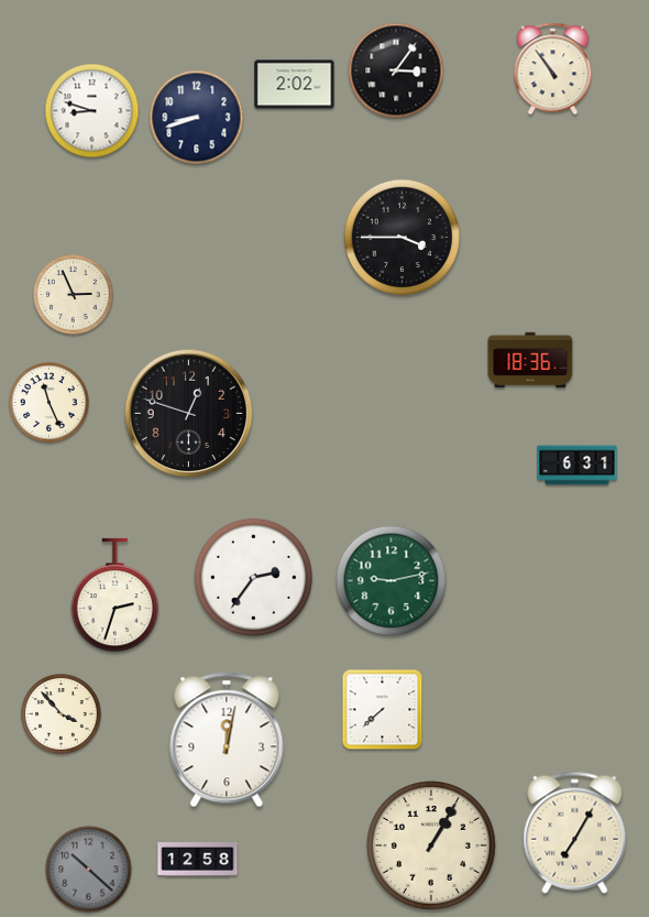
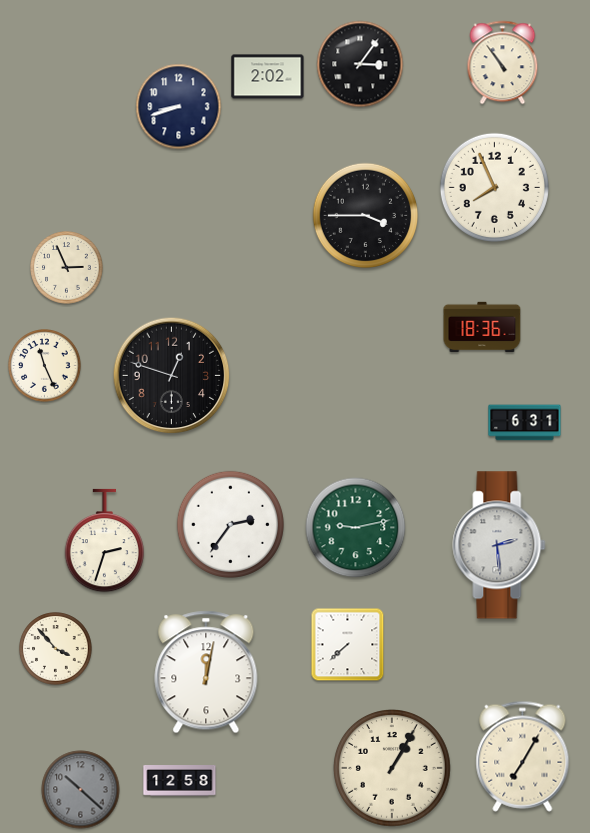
clock at (92, 111): 8:48 -> none
clock at (494, 187): none -> 7:56
clock at (499, 545): none -> 2:29
